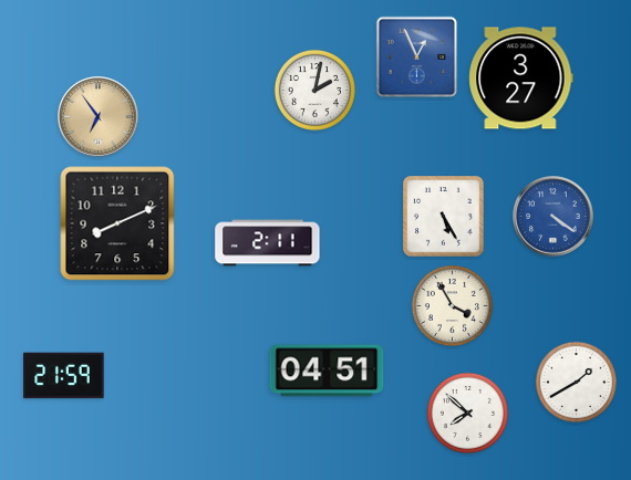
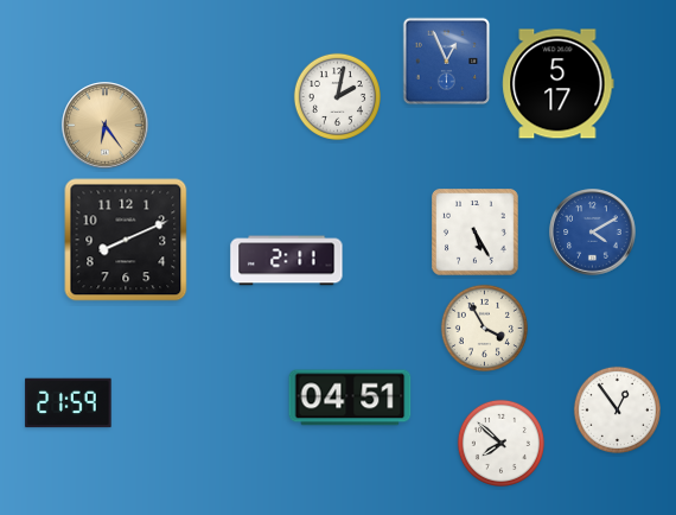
clock at (521, 79): 3:27 -> 5:17
clock at (99, 117): 6:54 -> 6:24
clock at (554, 217): 4:21 -> 4:10
clock at (576, 382): 1:40 -> 12:54
